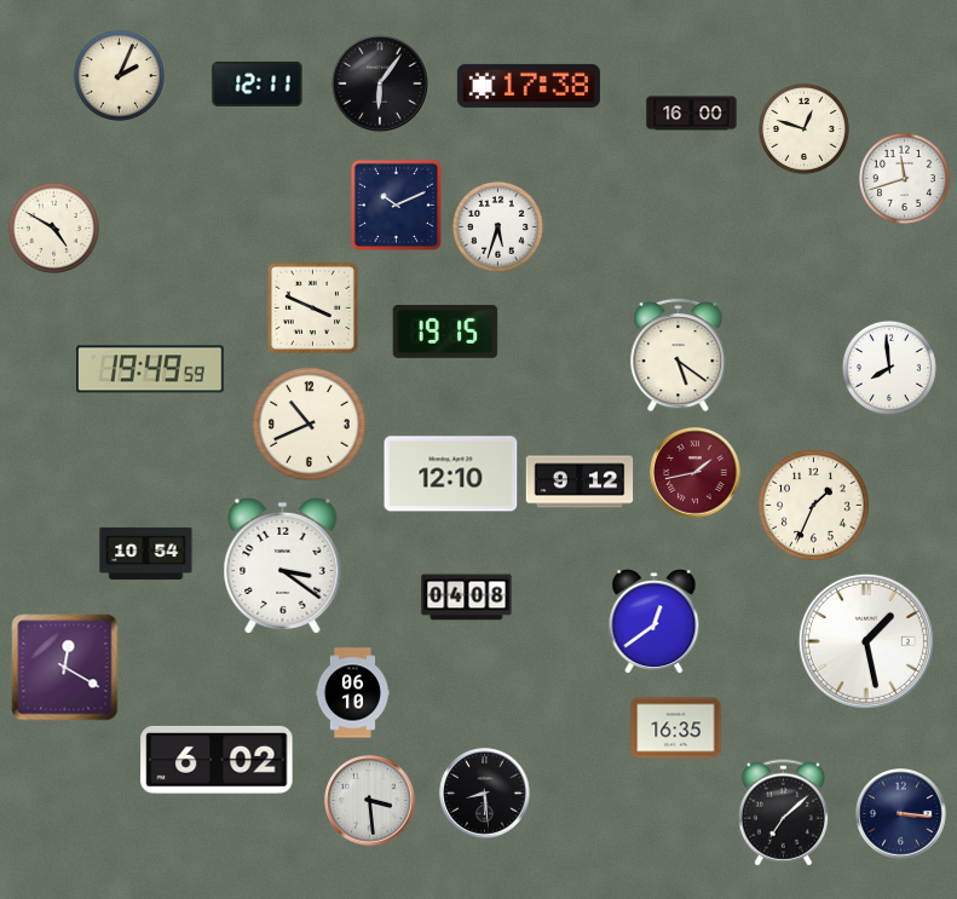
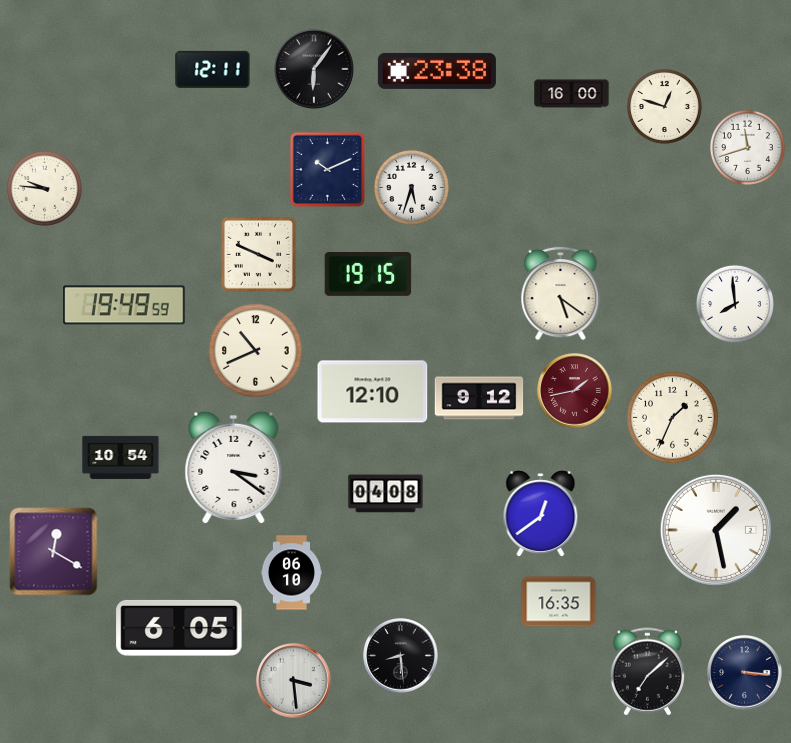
clock at (119, 75): 2:04 -> none
clock at (529, 86): 17:38 -> 23:38
clock at (53, 227): 4:50 -> 9:46
clock at (217, 760): 6:02 -> 6:05
clock at (370, 801) position: (370, 801) -> (294, 681)
